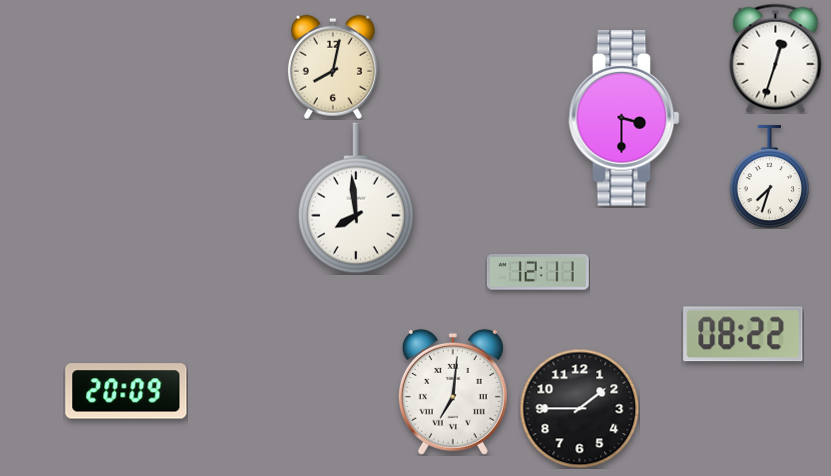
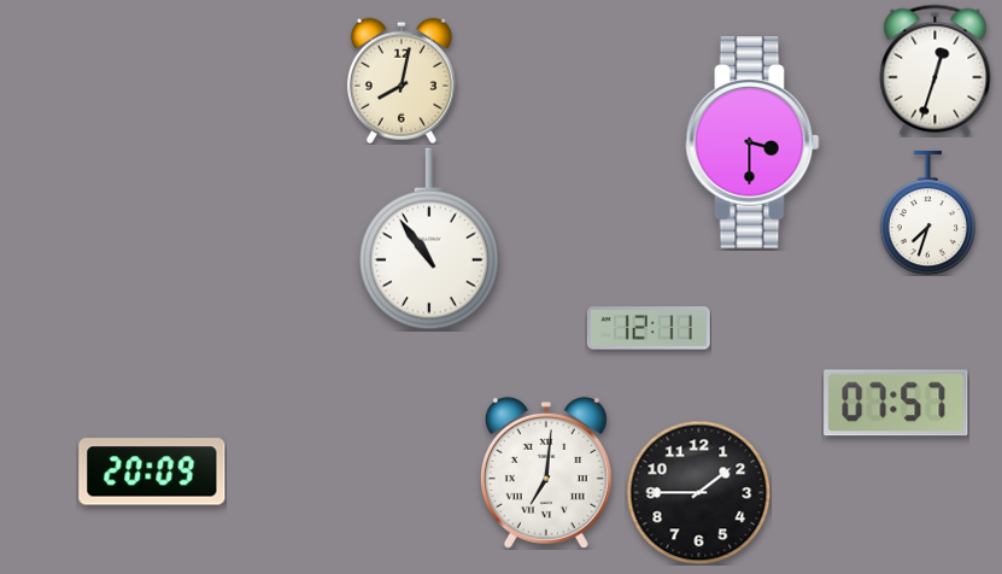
clock at (356, 198): 7:59 -> 10:54
clock at (743, 334): 08:22 -> 07:57
